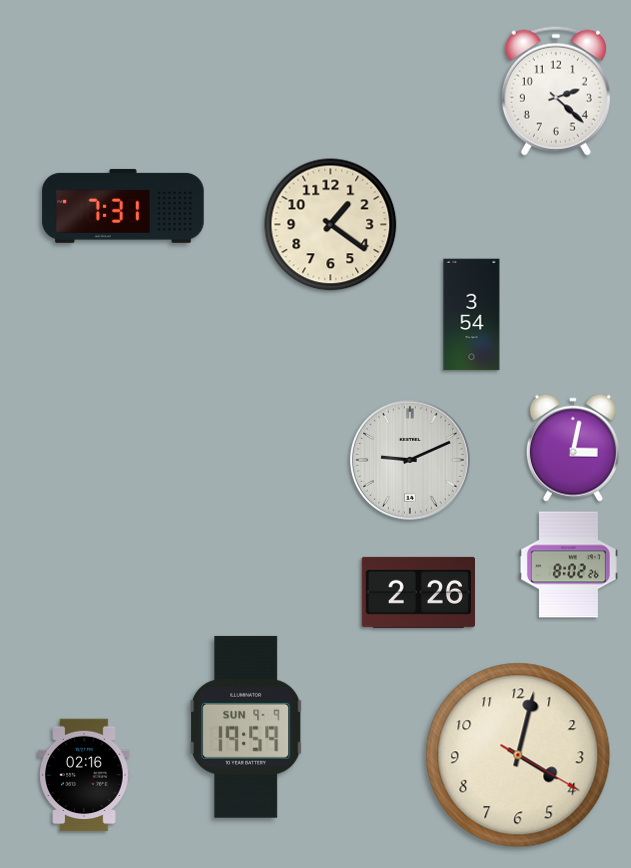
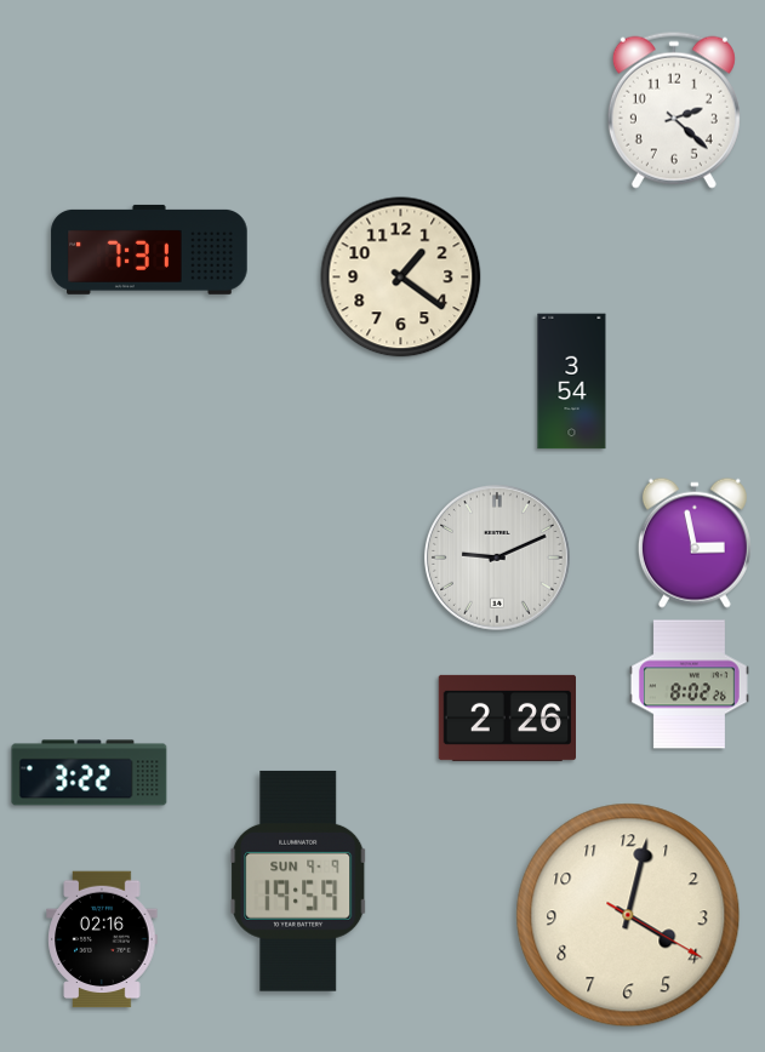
clock at (331, 225) position: (331, 225) -> (401, 278)
clock at (573, 448): 3:02 -> 2:58
clock at (90, 773): none -> 3:22
